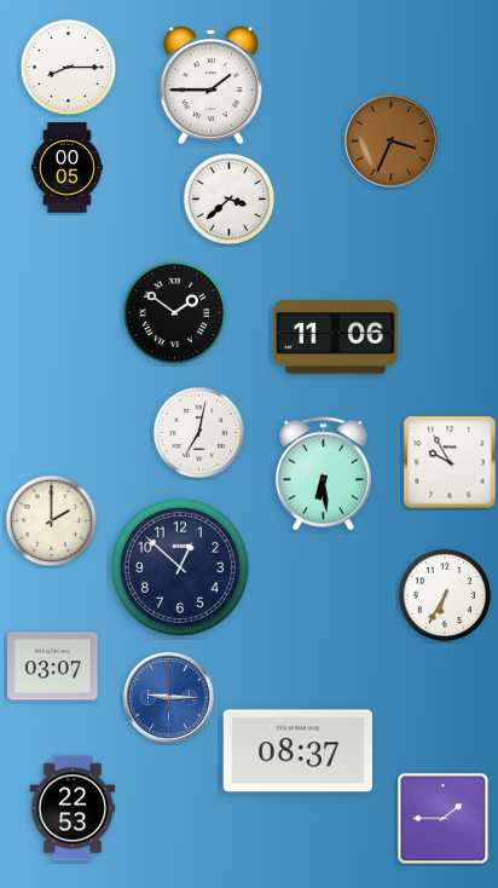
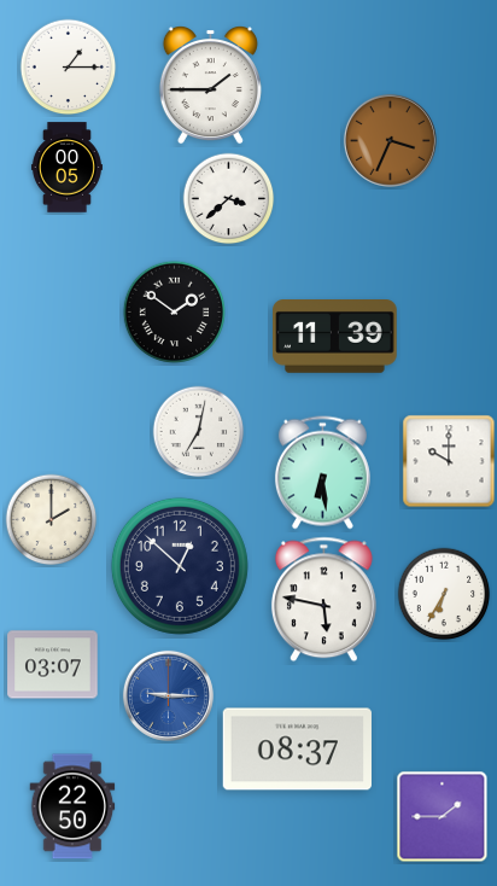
clock at (69, 68): 8:15 -> 1:15
clock at (336, 338): 11:06 -> 11:39
clock at (450, 462): 9:55 -> 10:00
clock at (323, 600): none -> 5:47
clock at (73, 808): 22:53 -> 22:50
